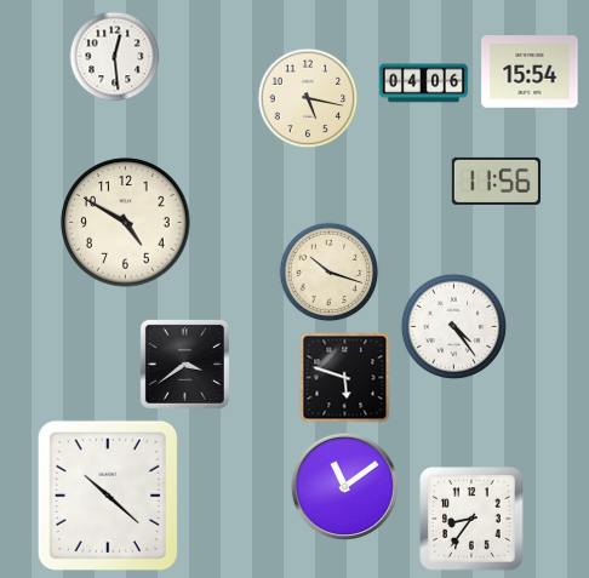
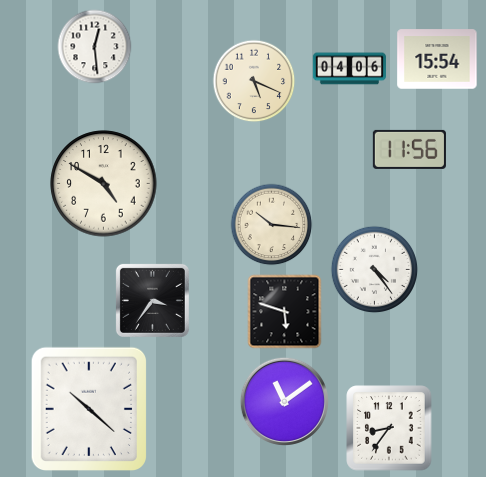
clock at (308, 98): 5:17 -> 5:19
clock at (330, 273): 10:18 -> 10:16
clock at (184, 364): 3:39 -> 3:36
